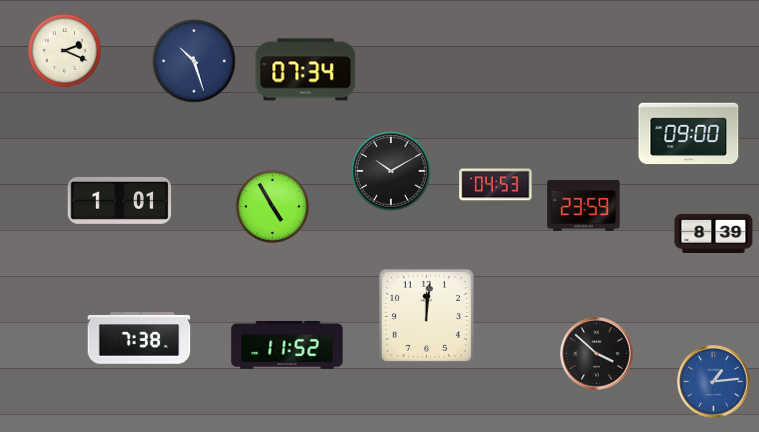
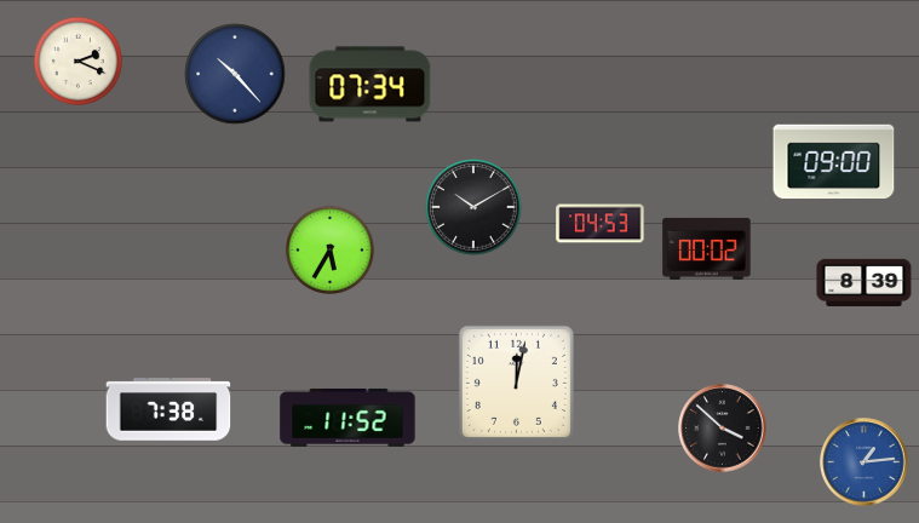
clock at (194, 61): 10:27 -> 10:23
clock at (120, 200): 1:01 -> none
clock at (584, 205): 23:59 -> 00:02
clock at (272, 206): 4:55 -> 5:35
clock at (426, 316): 12:01 -> 12:02
